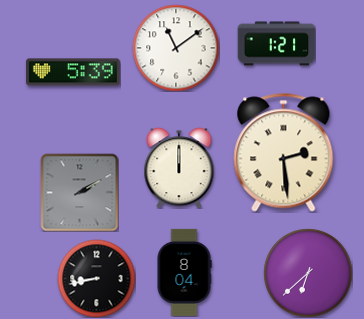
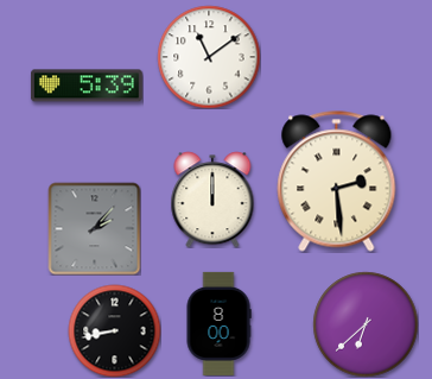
clock at (276, 44): 1:21 -> none
clock at (79, 192): 2:10 -> 2:07
clock at (184, 272): 8:04 -> 8:00
